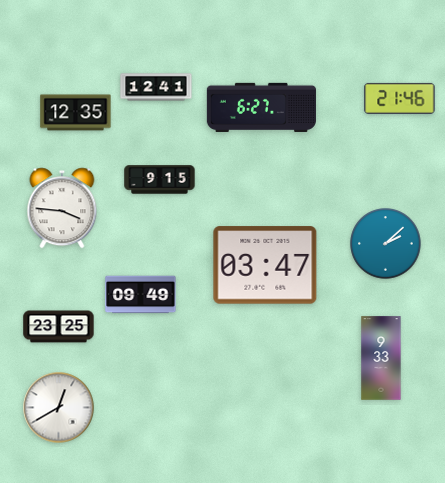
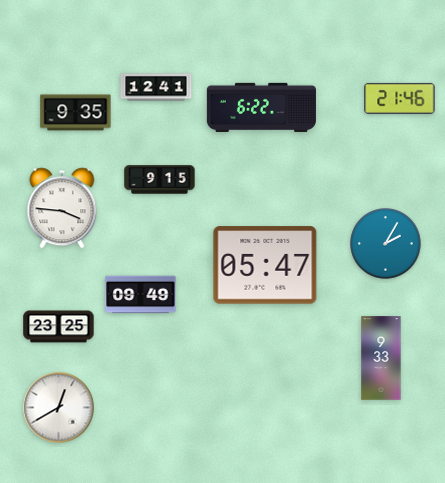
clock at (261, 107): 6:27 -> 6:22
clock at (76, 113): 12:35 -> 9:35
clock at (386, 244): 2:08 -> 2:05
clock at (265, 265): 03:47 -> 05:47
